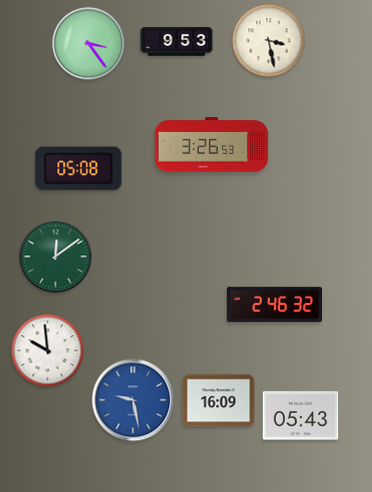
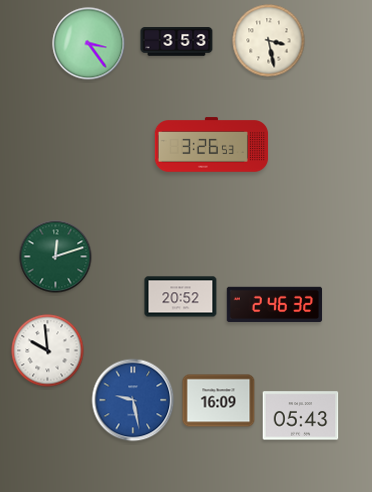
clock at (177, 42): 9:53 -> 3:53
clock at (79, 169): 05:08 -> none
clock at (56, 257): 12:09 -> 12:12
clock at (181, 297): none -> 20:52
